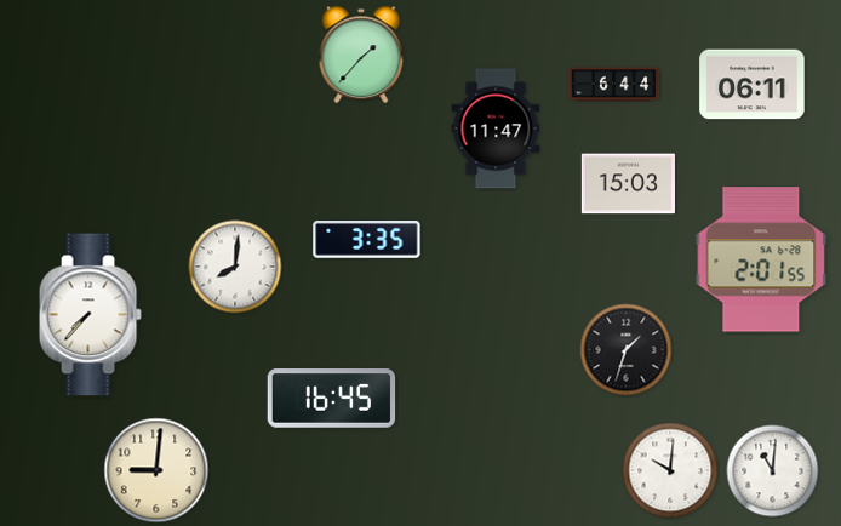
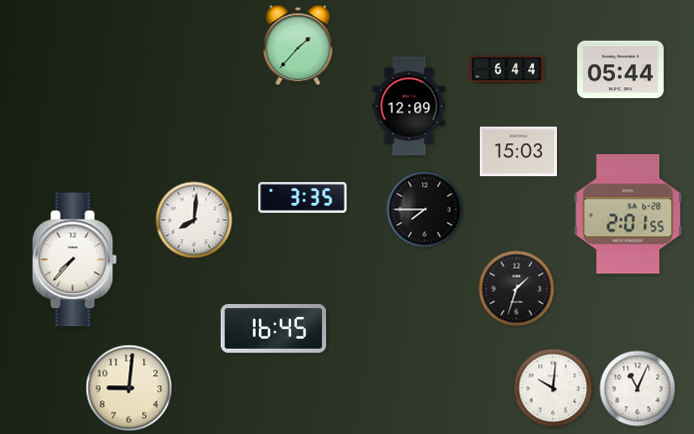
clock at (753, 85): 06:11 -> 05:44
clock at (496, 128): 11:47 -> 12:09
clock at (425, 210): none -> 7:45
clock at (773, 471): 11:01 -> 11:04
